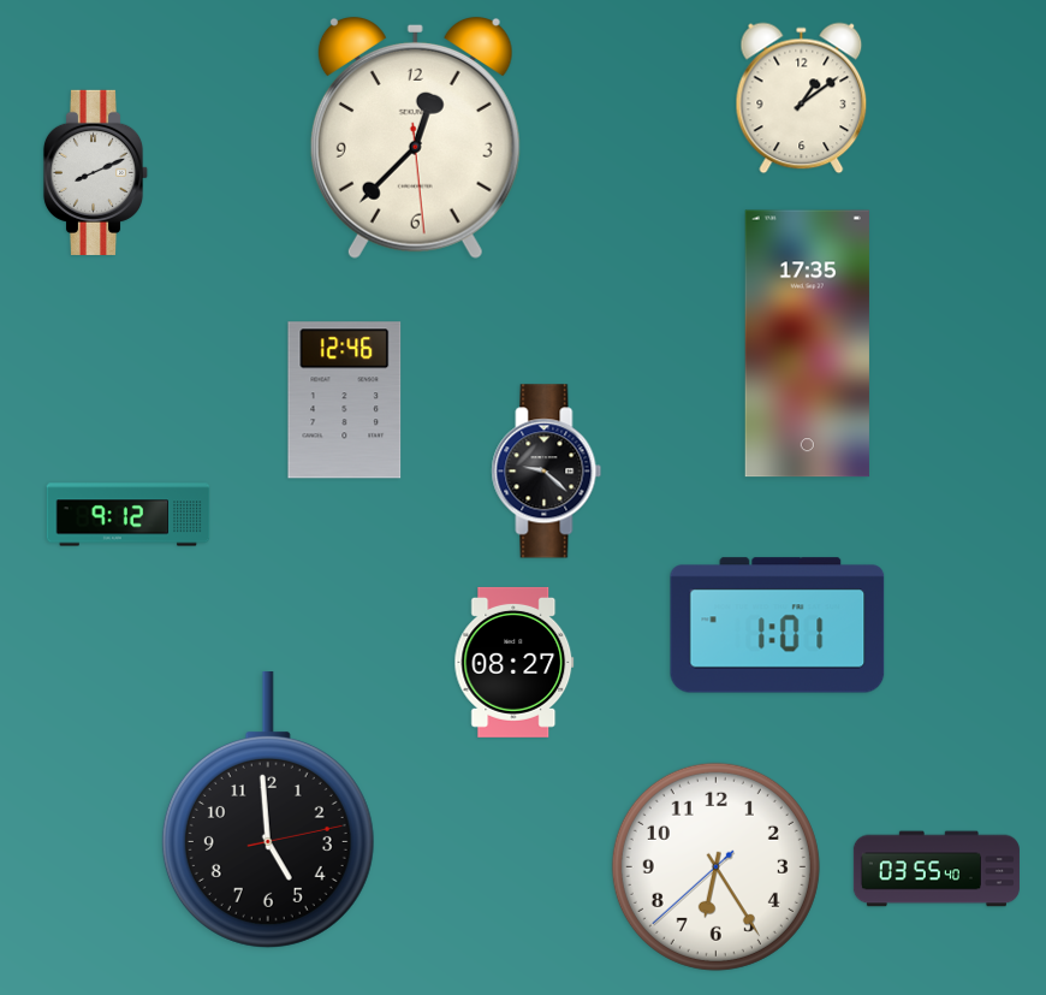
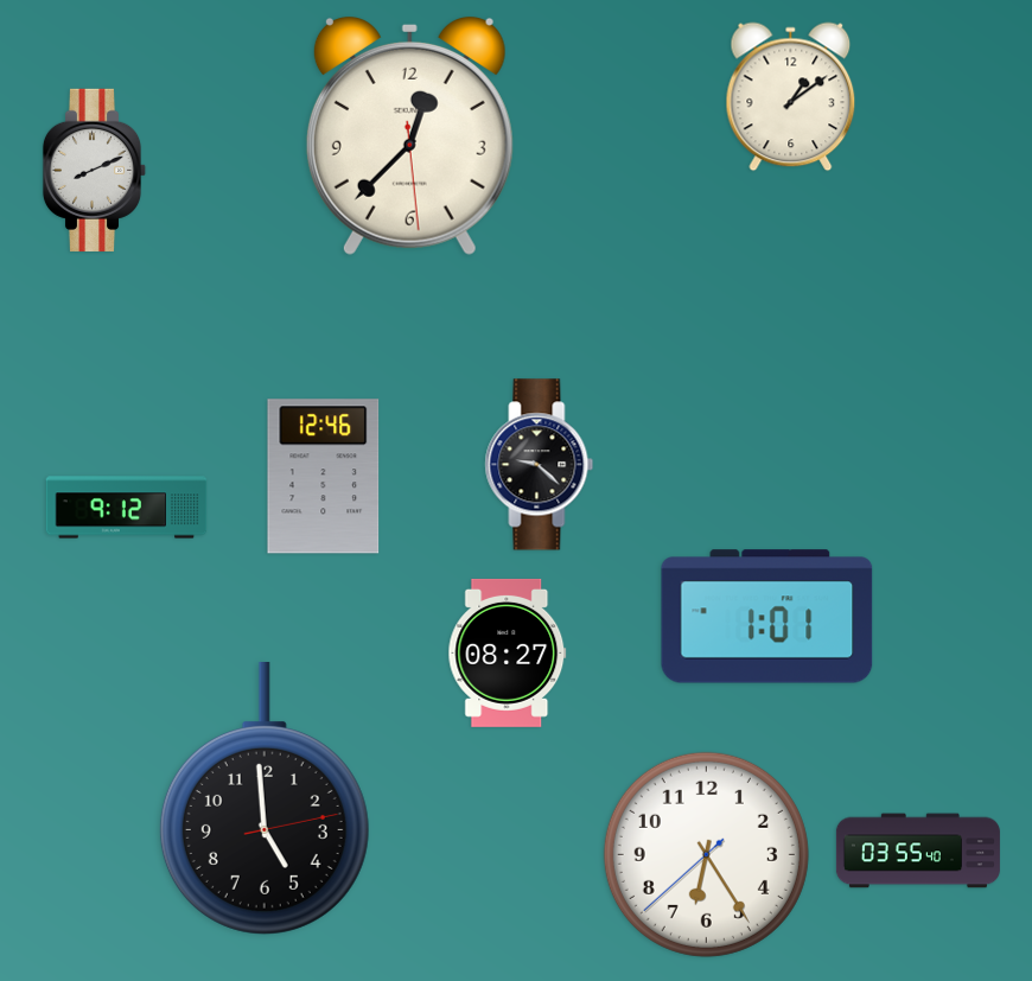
clock at (807, 344): 17:35 -> none
clock at (345, 401) position: (345, 401) -> (324, 477)
clock at (937, 869) position: (937, 869) -> (918, 851)
